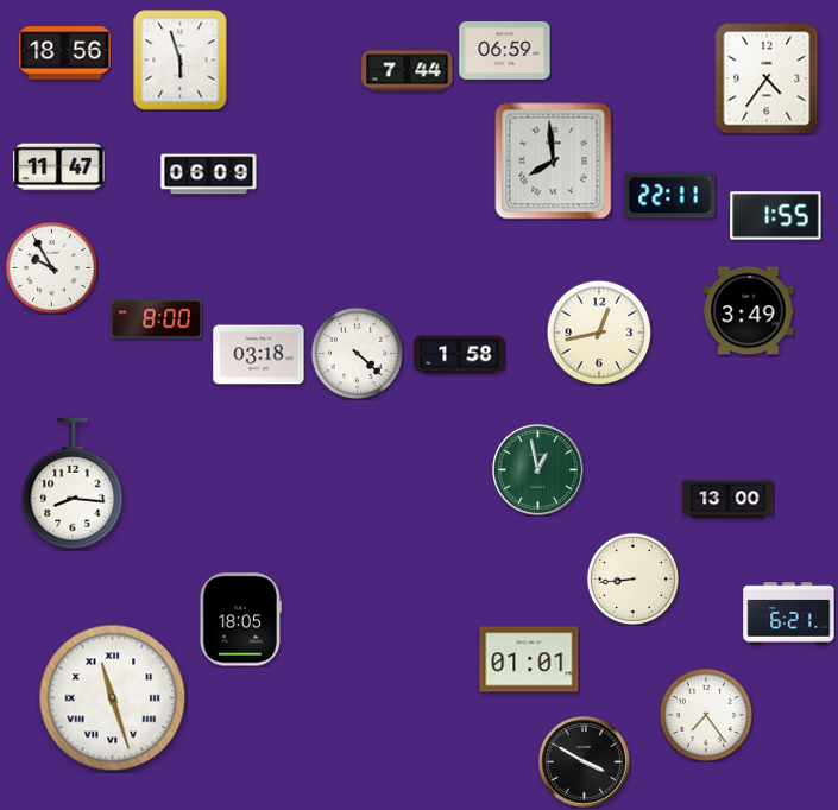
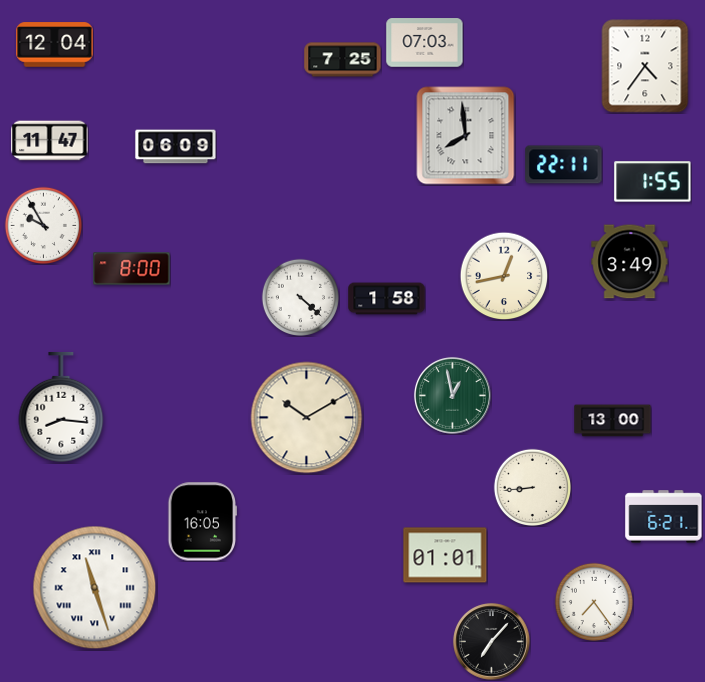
clock at (505, 51): 06:59 -> 07:03
clock at (65, 53): 18:56 -> 12:04
clock at (181, 61): 5:57 -> none
clock at (408, 71): 7:44 -> 7:25
clock at (599, 333) position: (599, 333) -> (504, 276)
clock at (259, 355): 03:18 -> none
clock at (307, 418): none -> 10:10
clock at (240, 620): 18:05 -> 16:05
clock at (584, 761): 3:50 -> 7:07
